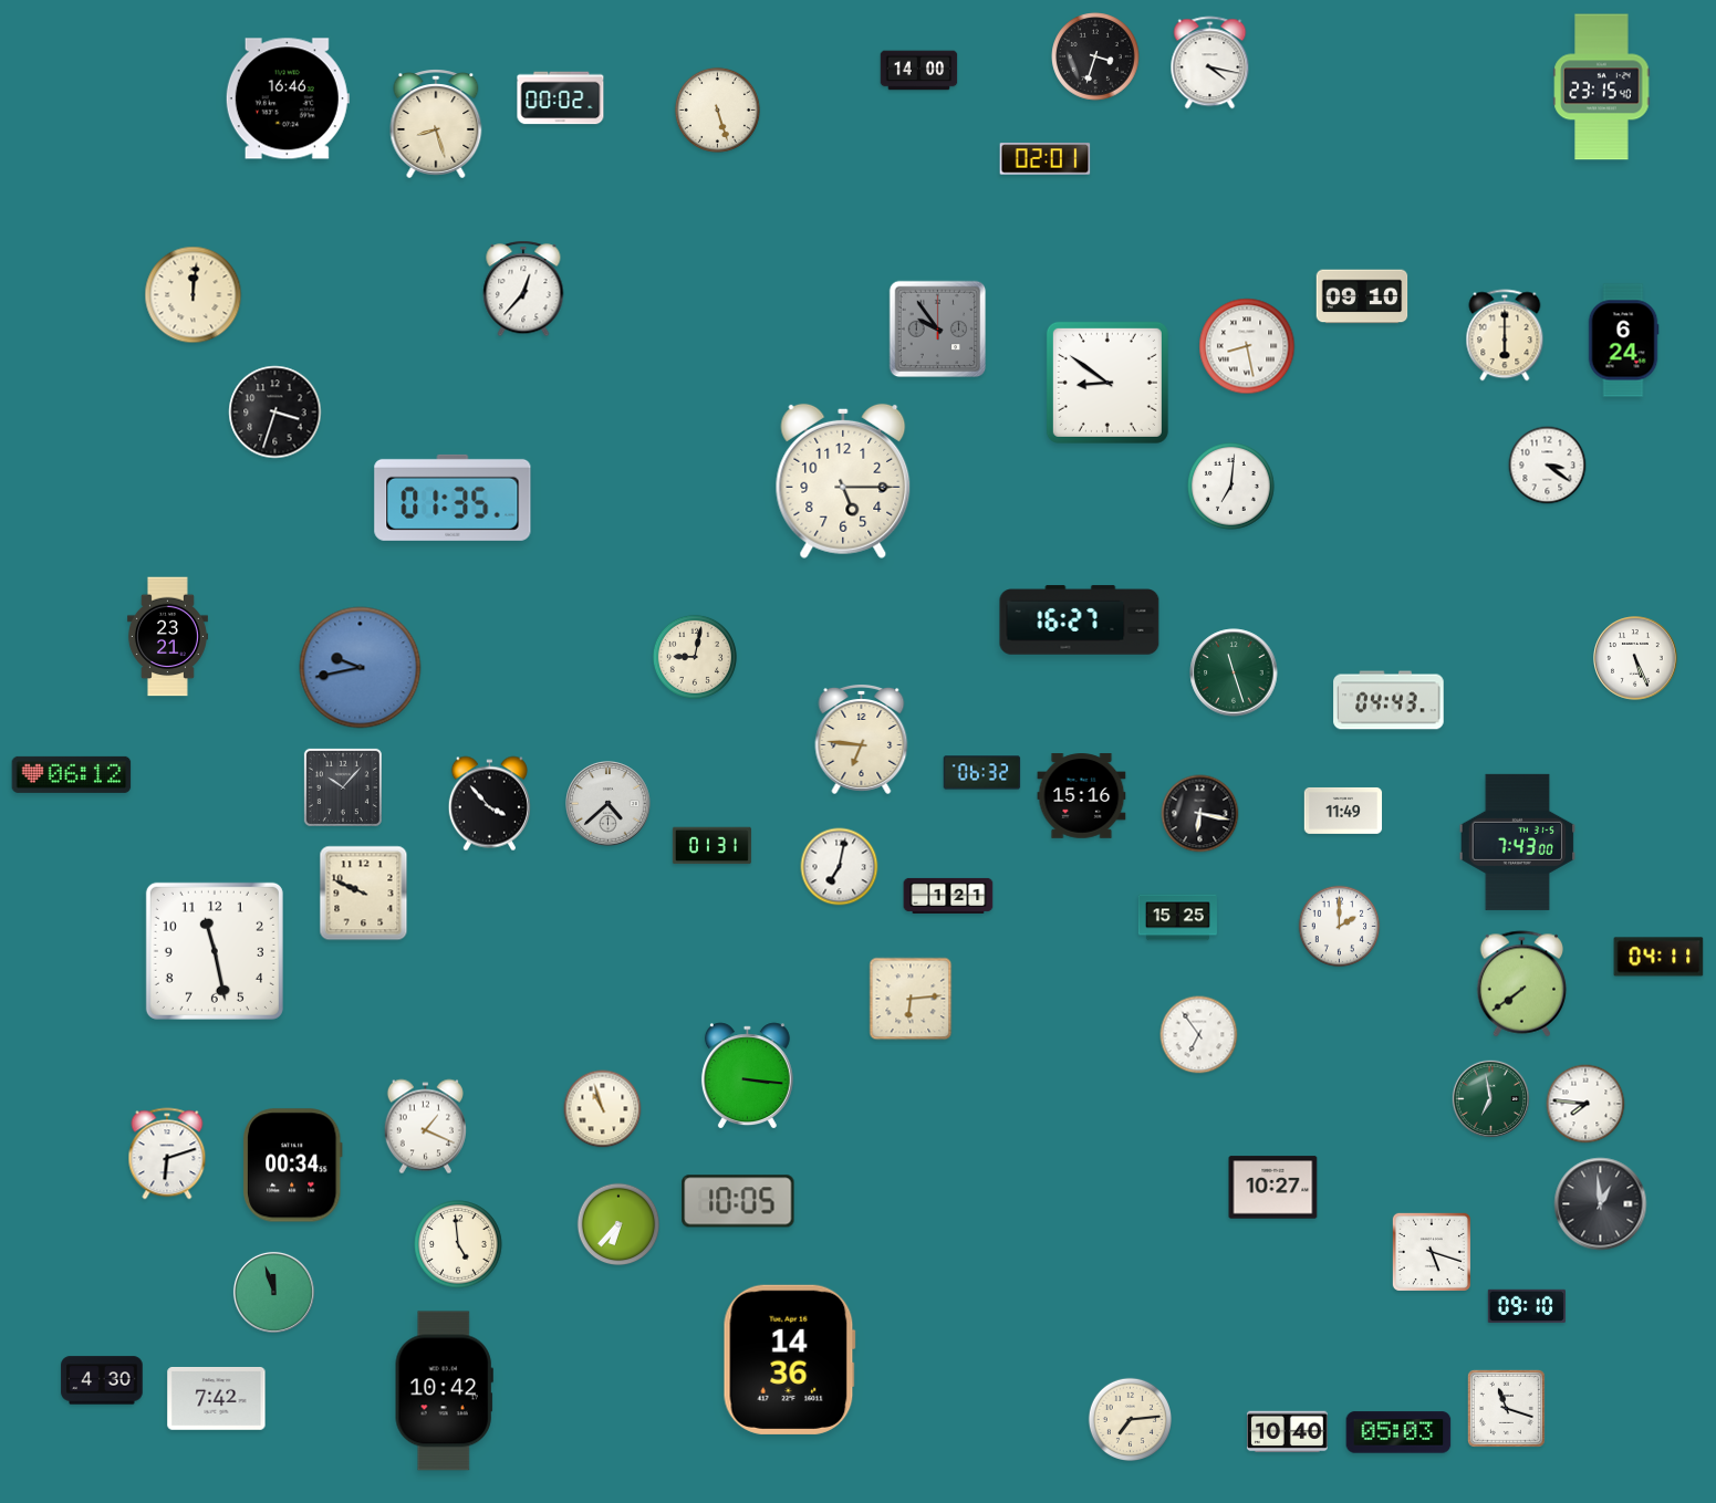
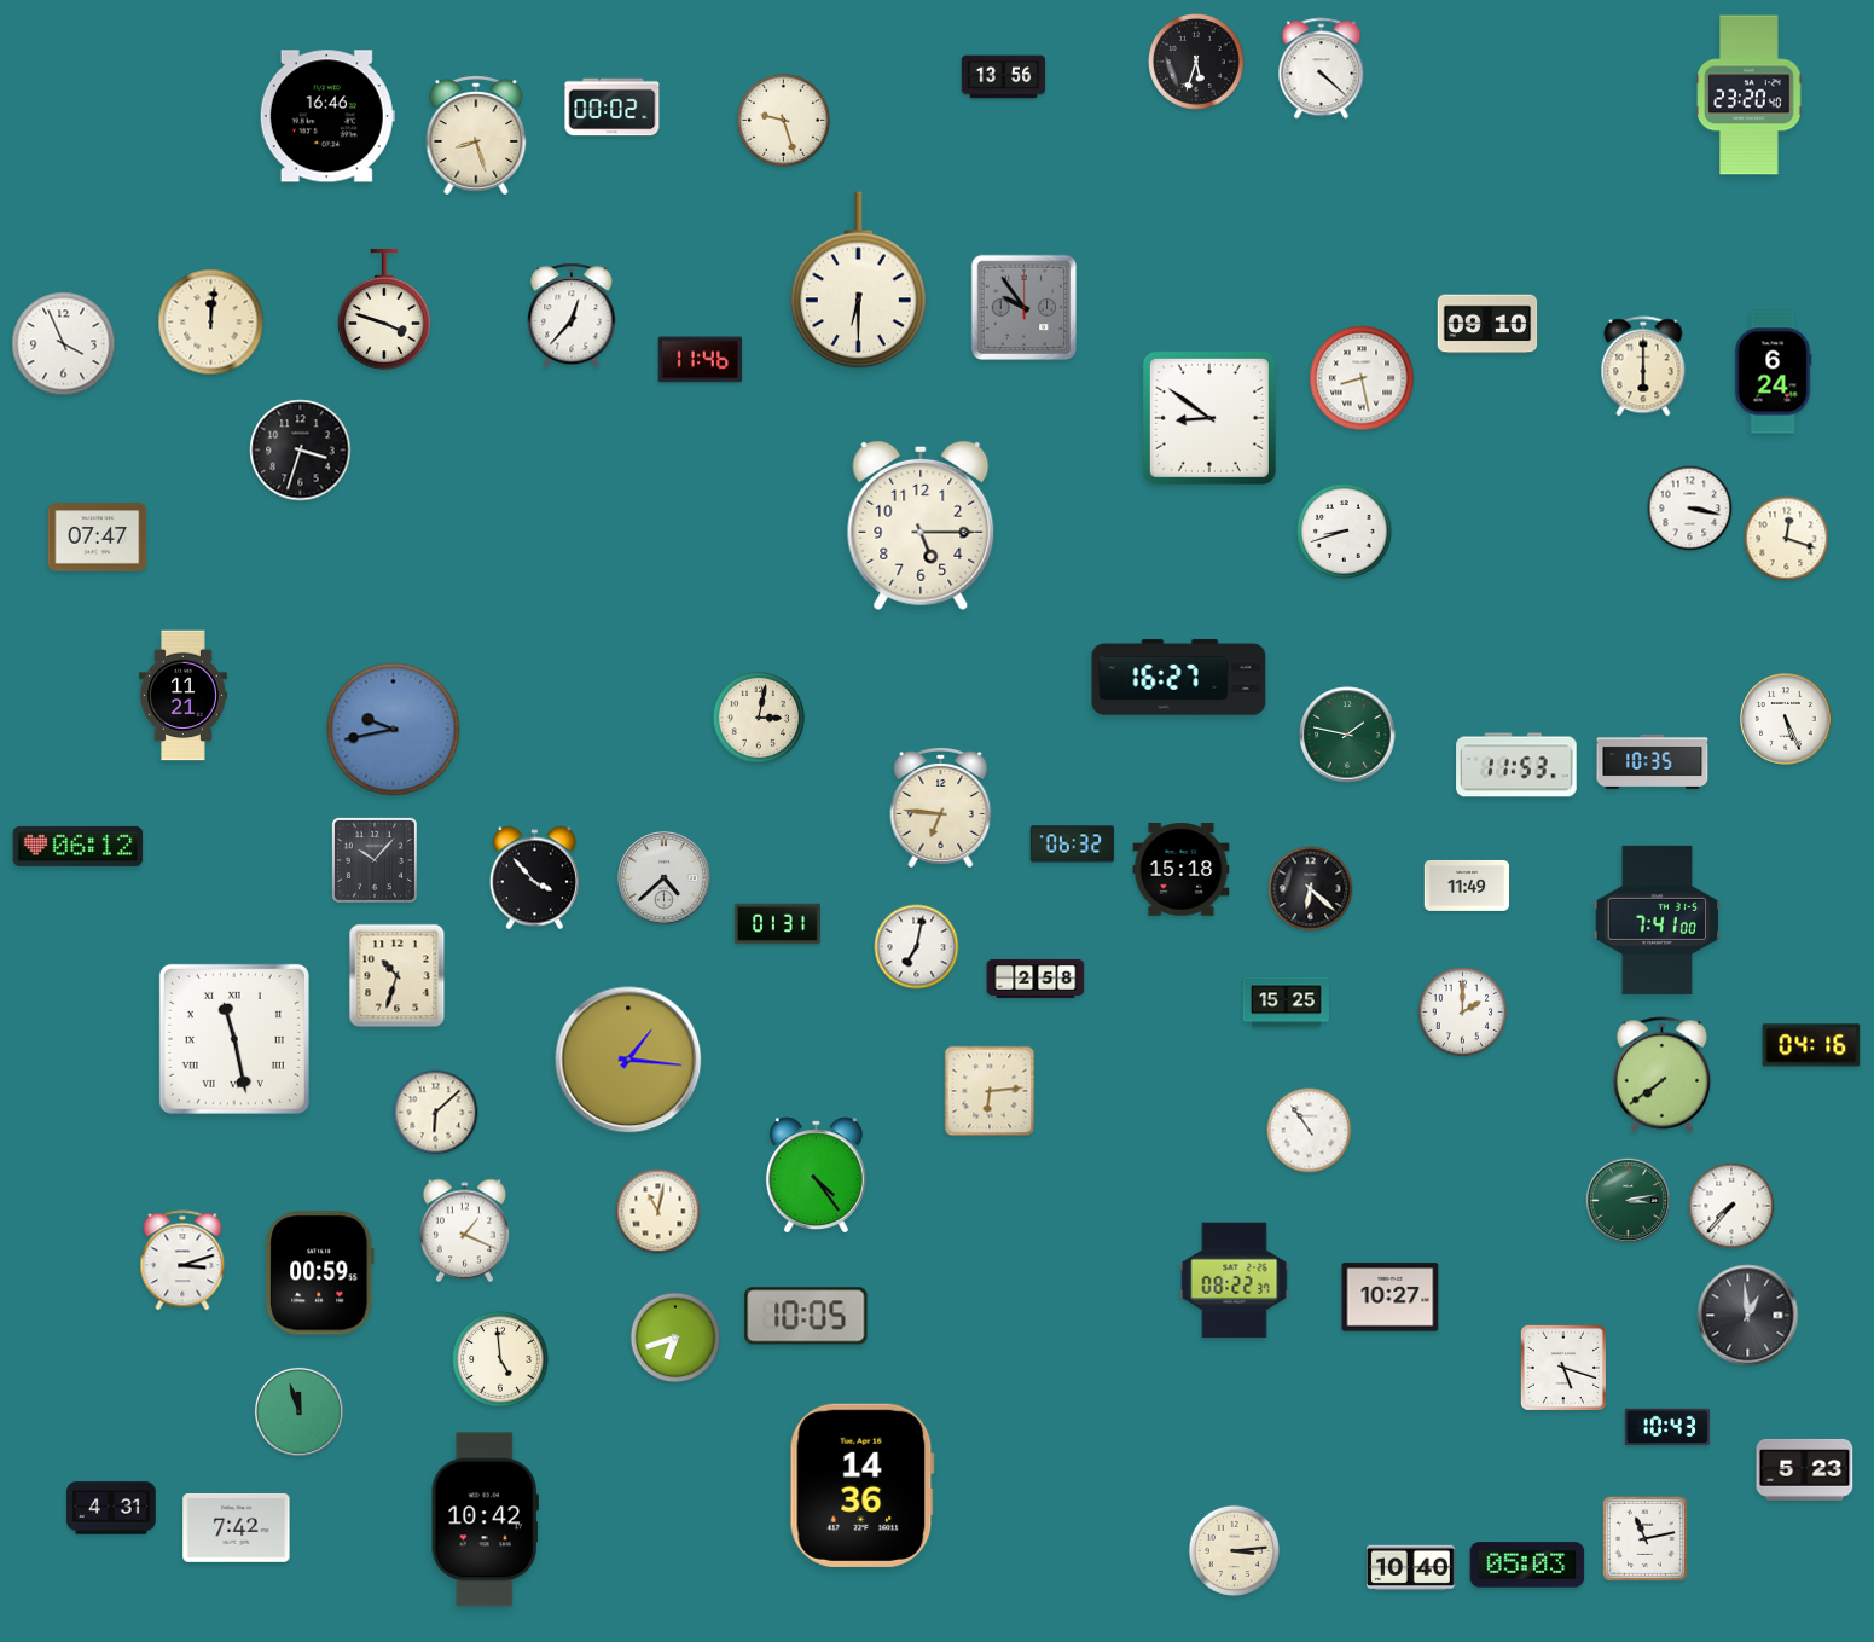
clock at (1095, 56): 3:33 -> 5:33
clock at (1210, 63): 4:17 -> 4:22
clock at (919, 71): 14:00 -> 13:56
clock at (1602, 87): 23:15 -> 23:20
clock at (288, 98) position: (288, 98) -> (327, 116)
clock at (717, 109): 5:27 -> 9:27
clock at (1046, 159): 02:01 -> none
clock at (858, 280): none -> 6:30
clock at (384, 309): none -> 3:48
clock at (64, 344): none -> 3:56
clock at (701, 360): none -> 11:46
clock at (938, 330) position: (938, 330) -> (1025, 308)
clock at (1548, 466): 3:21 -> 3:17
clock at (1231, 487): 7:01 -> 8:42
clock at (98, 538): none -> 07:47
clock at (1787, 539): none -> 12:18
clock at (453, 498): 01:35 -> none
clock at (167, 637): 23:21 -> 11:21
clock at (695, 657): 9:02 -> 3:02
clock at (1234, 672): 11:27 -> 1:47
clock at (1653, 761): none -> 10:35
clock at (1389, 700): 04:43 -> 11:53
clock at (1082, 796): 15:16 -> 15:18
clock at (1200, 814): 6:17 -> 6:22
clock at (1518, 842): 7:43 -> 7:41
clock at (364, 894): 9:49 -> 10:33
clock at (948, 896): 1:21 -> 2:58
clock at (215, 951) numerals: Arabic -> Roman
clock at (1658, 957): 04:11 -> 04:16
clock at (628, 1060): none -> 1:16
clock at (911, 999) position: (911, 999) -> (990, 1091)
clock at (436, 1113): none -> 6:08
clock at (1199, 1035): 6:54 -> 10:54
clock at (747, 1076): 3:16 -> 4:24
clock at (1491, 1099): 6:58 -> 3:13
clock at (1585, 1104): 7:46 -> 7:37
clock at (603, 1109): 10:57 -> 11:02
clock at (167, 1154): 6:12 -> 3:12
clock at (292, 1166): 00:34 -> 00:59
clock at (1235, 1281): none -> 08:22
clock at (738, 1201) position: (738, 1201) -> (806, 1316)
clock at (618, 1224): 6:37 -> 6:42
clock at (1527, 1306): 09:10 -> 10:43
clock at (1805, 1469): none -> 5:23
clock at (102, 1380): 4:30 -> 4:31
clock at (1506, 1408): 11:18 -> 11:13
clock at (1130, 1419): 7:14 -> 3:14
clock at (1288, 1432) position: (1288, 1432) -> (1411, 1568)
